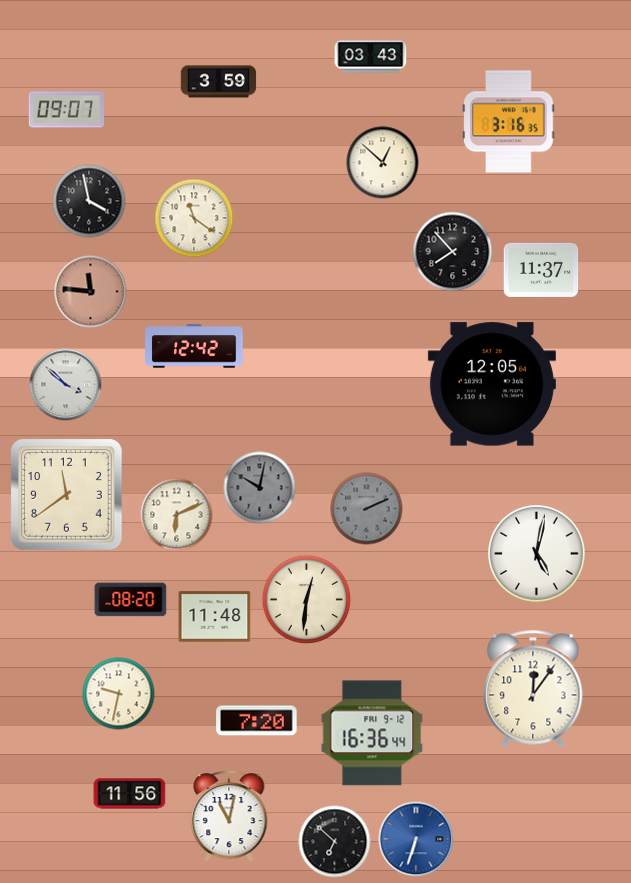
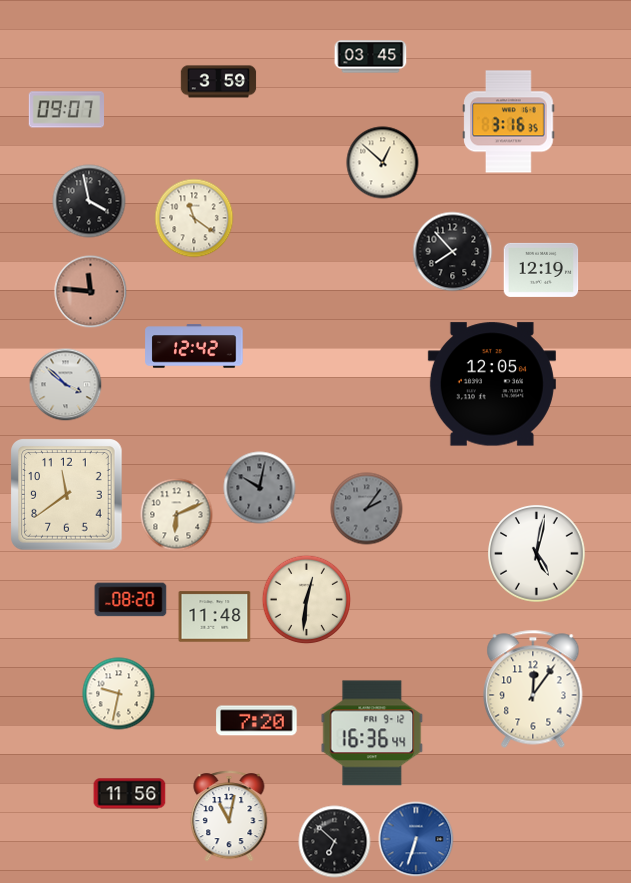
clock at (371, 57): 03:43 -> 03:45
clock at (541, 270): 11:37 -> 12:19
clock at (367, 509): 2:11 -> 2:06
